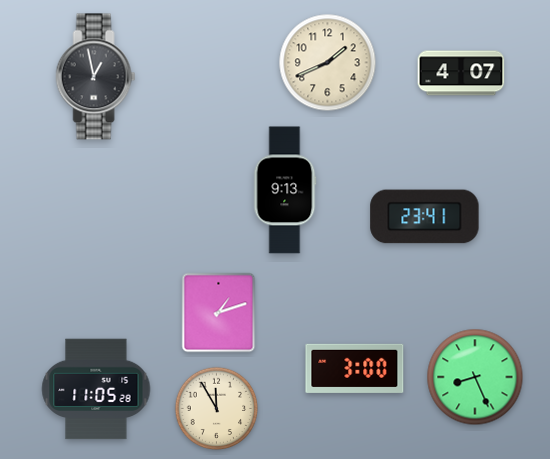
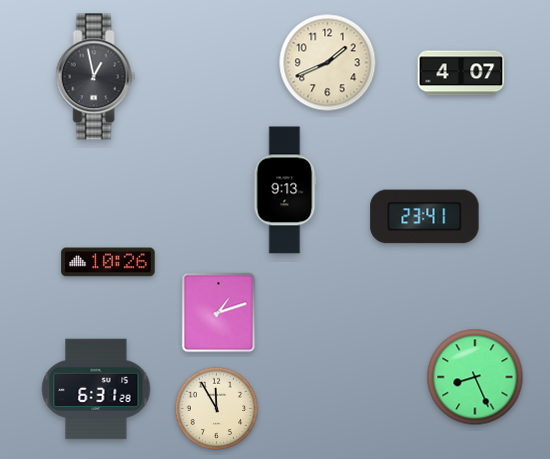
clock at (108, 262): none -> 10:26
clock at (355, 368): 3:00 -> none
clock at (96, 389): 11:05 -> 6:31
